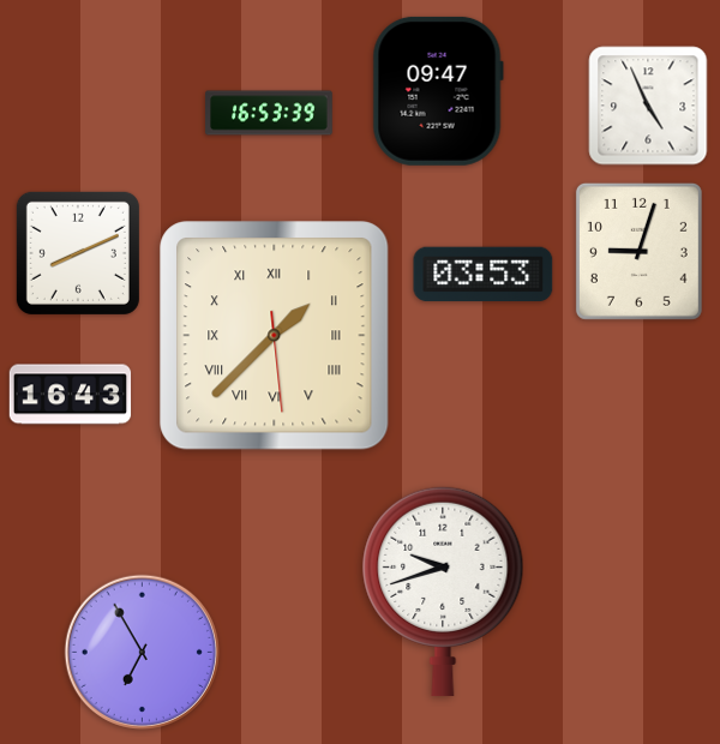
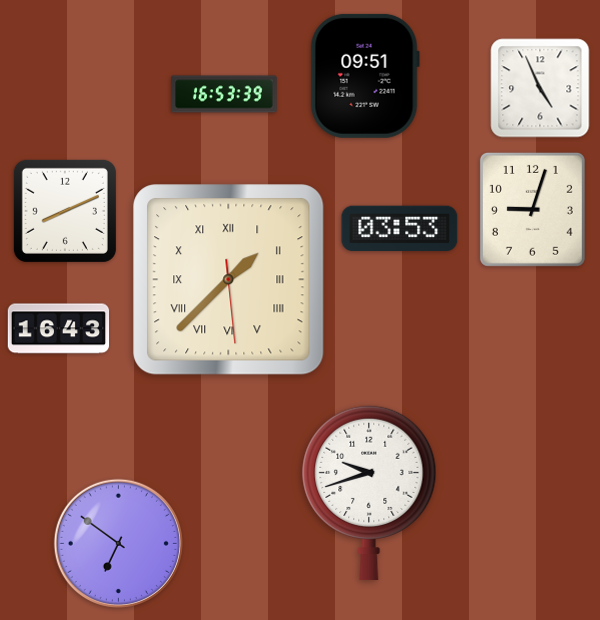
clock at (438, 91): 09:47 -> 09:51
clock at (484, 275) position: (484, 275) -> (400, 229)
clock at (142, 652): 6:55 -> 6:51
